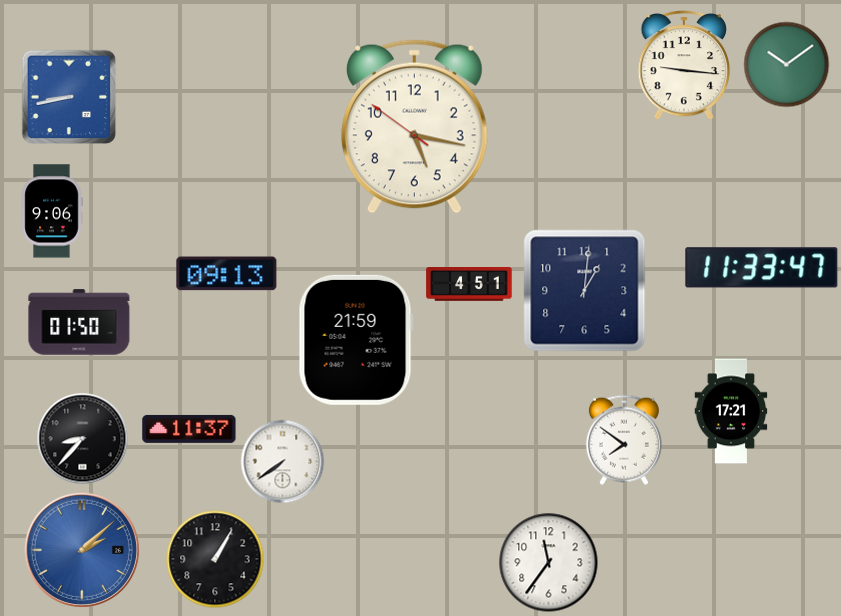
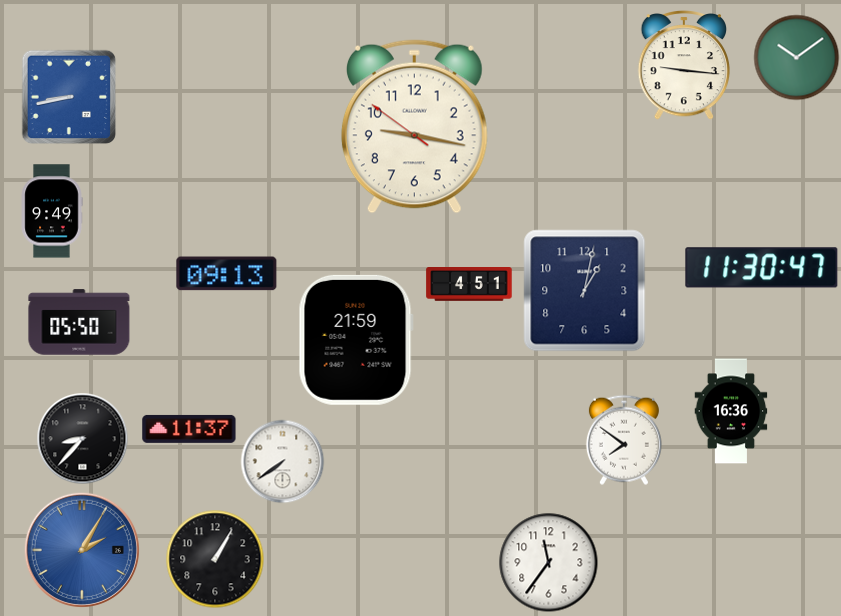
clock at (786, 64) position: (786, 64) -> (796, 57)
clock at (414, 127): 5:16 -> 9:16
clock at (52, 211): 9:06 -> 9:49
clock at (762, 268): 11:33 -> 11:30
clock at (585, 291): 1:01 -> 1:02
clock at (79, 322): 01:50 -> 05:50
clock at (731, 411): 17:21 -> 16:36
clock at (82, 550): 2:08 -> 2:05
